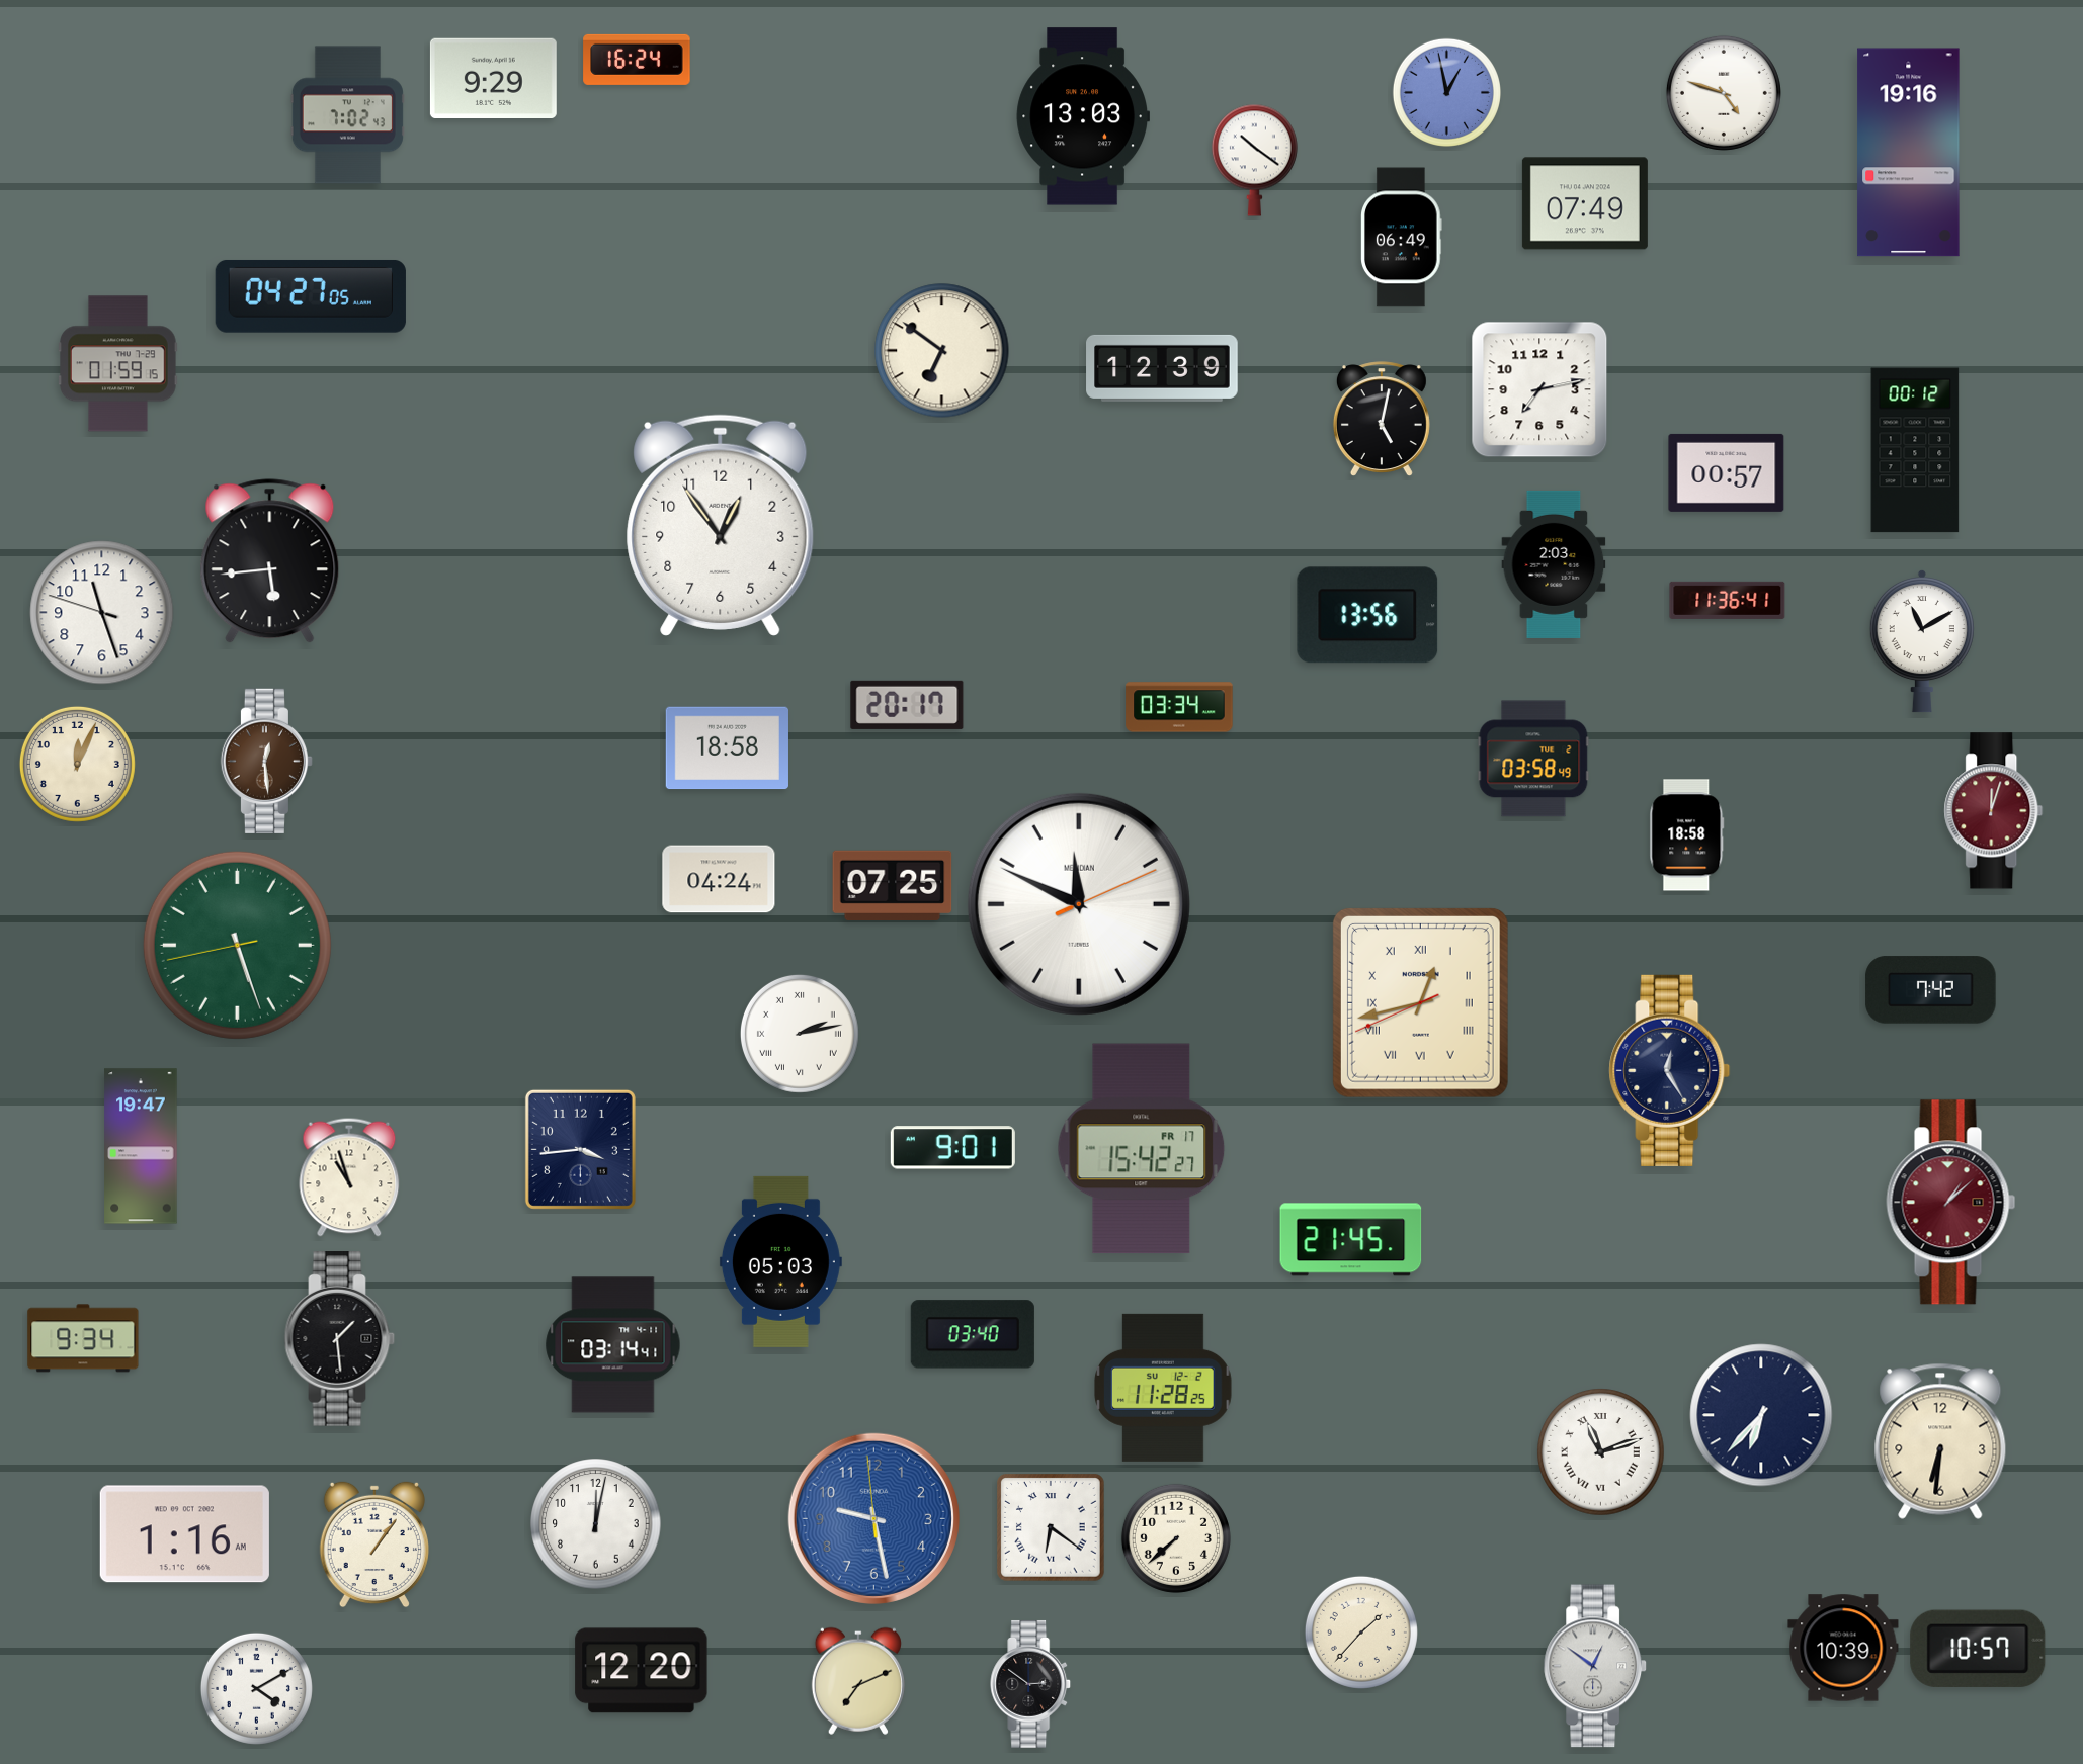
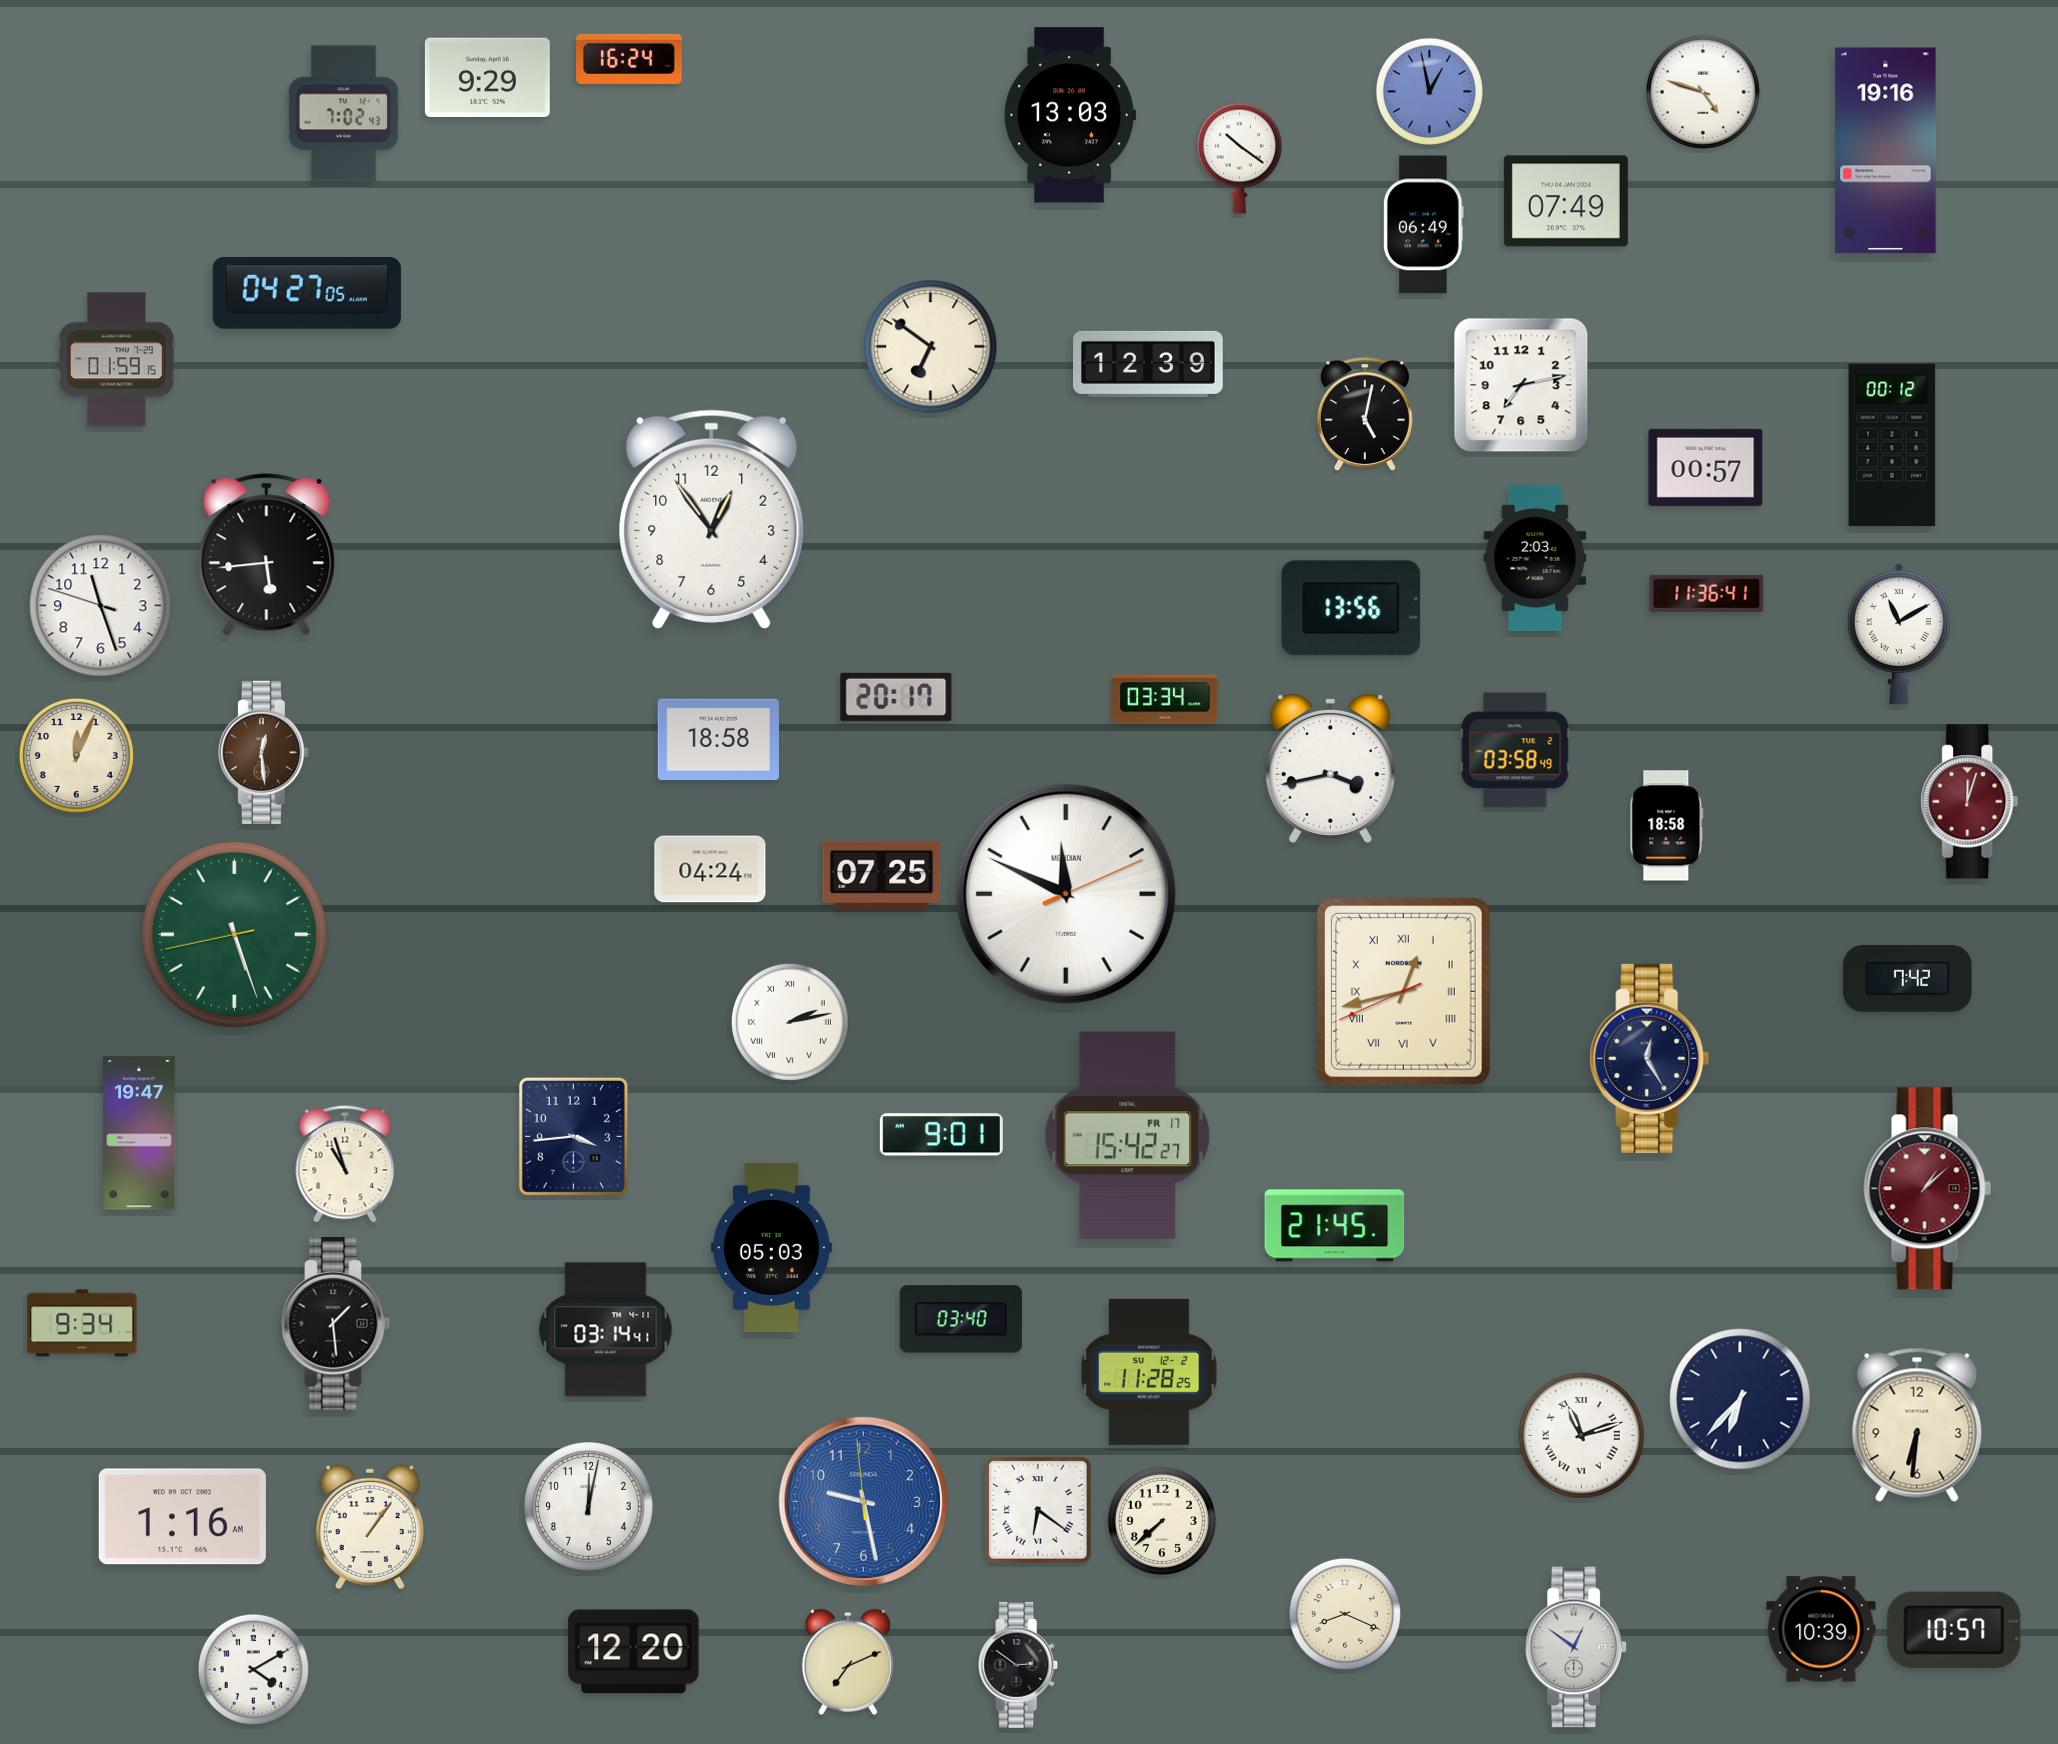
clock at (1402, 238) position: (1402, 238) -> (1424, 225)
clock at (1330, 769): none -> 3:43
clock at (1361, 1633): 1:37 -> 8:19
